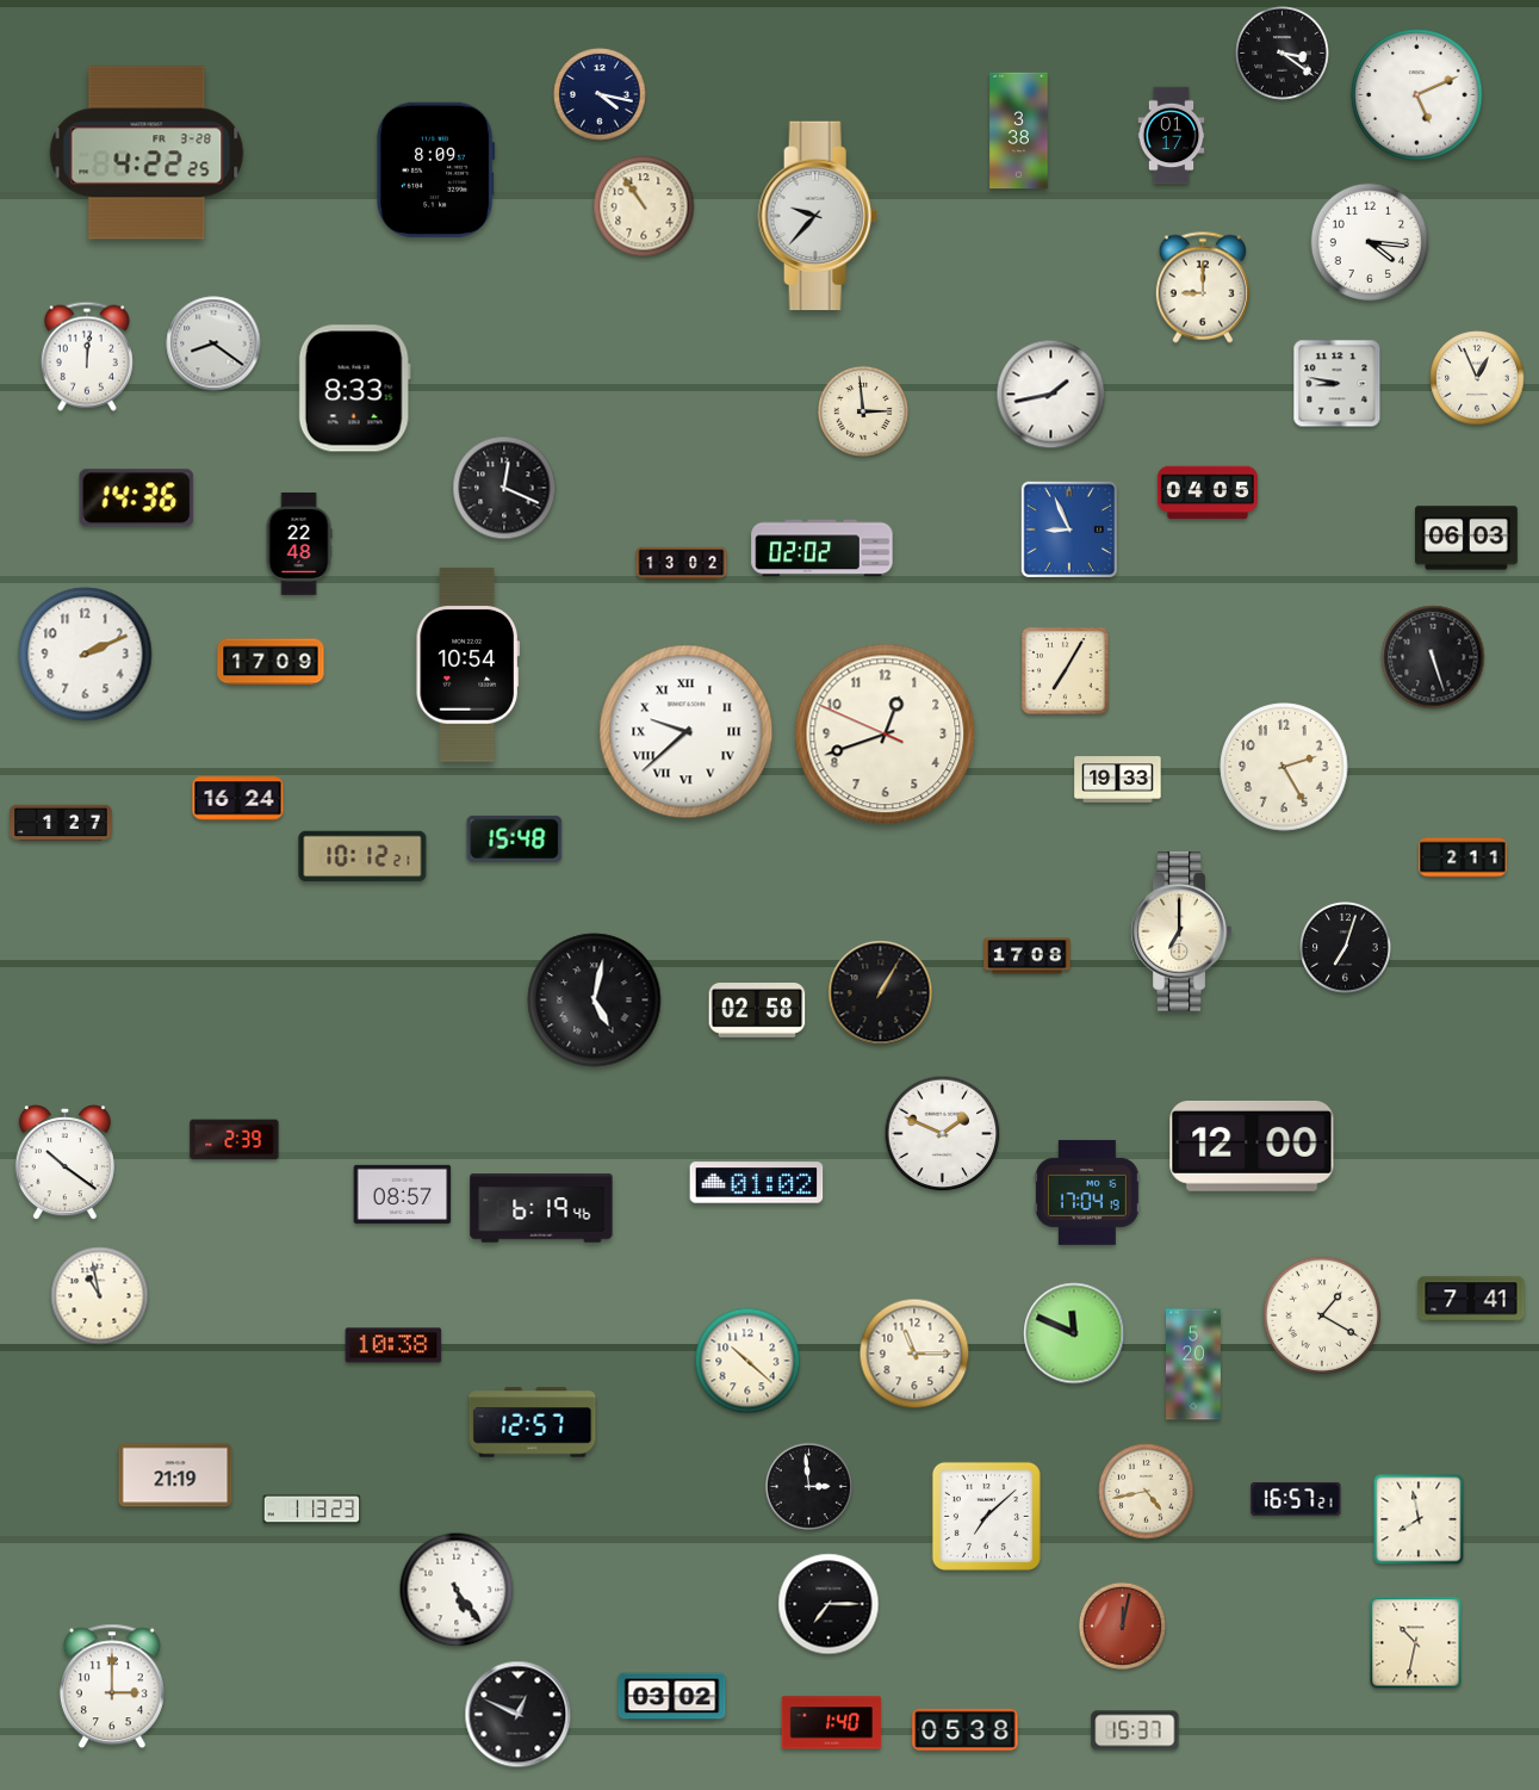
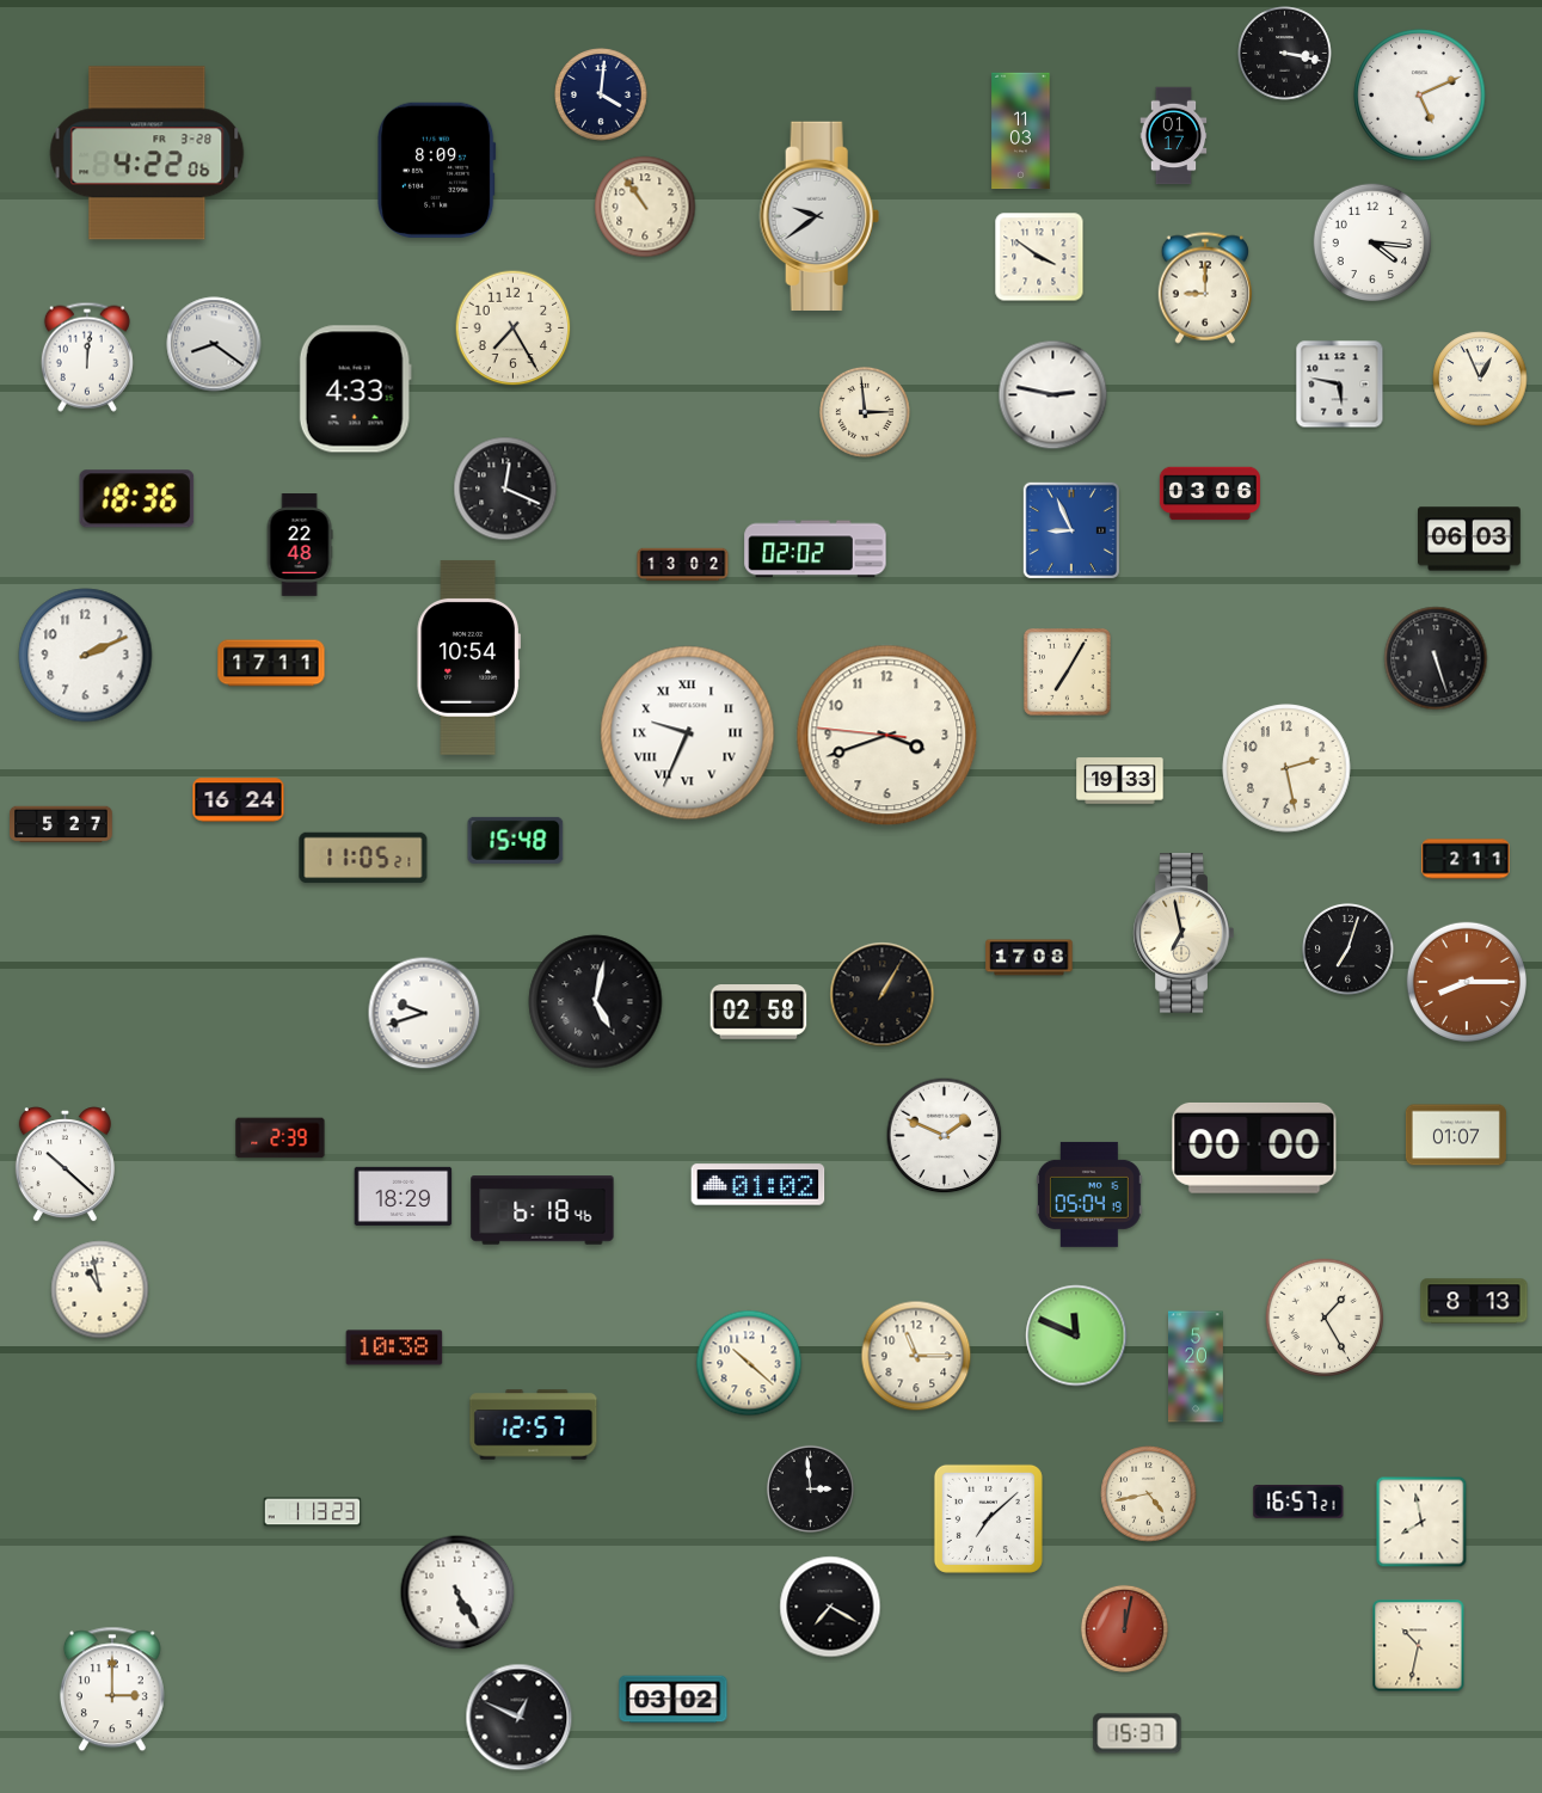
clock at (1283, 54): 3:21 -> 3:17
clock at (600, 94): 4:17 -> 4:01
clock at (1019, 131): 3:38 -> 11:03
clock at (147, 153): 4:22:25 -> 4:22:06
clock at (818, 215): 9:37 -> 9:39
clock at (1039, 257): none -> 3:51
clock at (514, 328): none -> 7:25
clock at (1338, 384): 8:47 -> 5:47
clock at (354, 389): 8:33 -> 4:33
clock at (1051, 395): 1:43 -> 2:47
clock at (1208, 493): 04:05 -> 03:06
clock at (137, 498): 14:36 -> 18:36
clock at (823, 549) position: (823, 549) -> (816, 549)
clock at (271, 662): 17:09 -> 17:11
clock at (467, 664) position: (467, 664) -> (468, 657)
clock at (687, 732): 9:38 -> 9:34
clock at (886, 735): 12:41 -> 3:41
clock at (1284, 767): 2:25 -> 2:28
clock at (61, 823): 1:27 -> 5:27
clock at (362, 856): 10:12 -> 11:05
clock at (1181, 931): 7:00 -> 6:58
clock at (1467, 982): none -> 8:15
clock at (424, 1013): none -> 9:42
clock at (1456, 1135): none -> 01:07
clock at (235, 1140) position: (235, 1140) -> (281, 1138)
clock at (1252, 1146): 12:00 -> 00:00
clock at (64, 1163): 10:21 -> 10:22
clock at (1087, 1193): 17:04 -> 05:04
clock at (403, 1194): 08:57 -> 18:29
clock at (541, 1208): 6:19 -> 6:18
clock at (100, 1296) position: (100, 1296) -> (100, 1290)
clock at (1471, 1299): 7:41 -> 8:13
clock at (1322, 1315): 1:20 -> 1:25
clock at (175, 1475): 21:19 -> none
clock at (457, 1590): 5:24 -> 5:25
clock at (829, 1604): 7:15 -> 7:20
clock at (831, 1723): 1:40 -> none
clock at (966, 1729): 05:38 -> none
